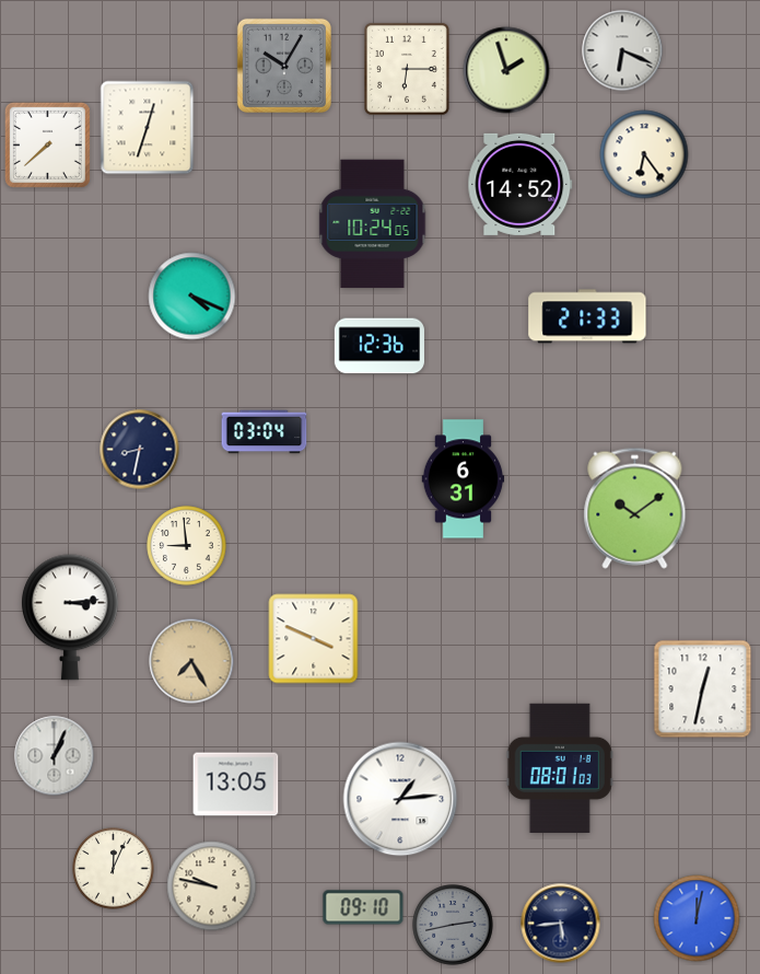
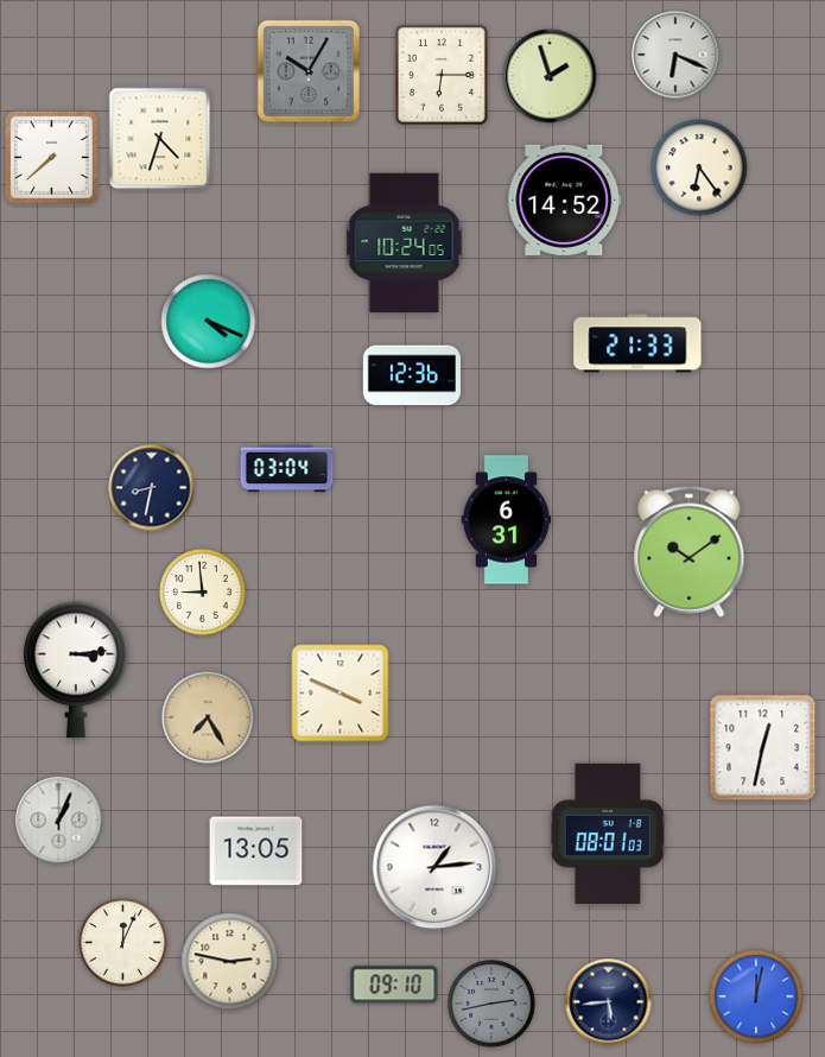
clock at (148, 128): 12:33 -> 4:33
clock at (464, 479) position: (464, 479) -> (507, 520)
clock at (212, 886): 9:47 -> 2:47
